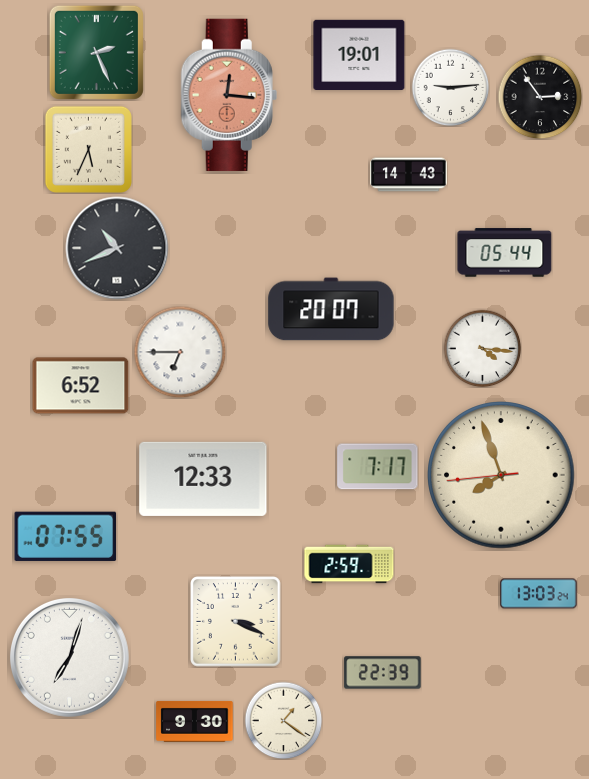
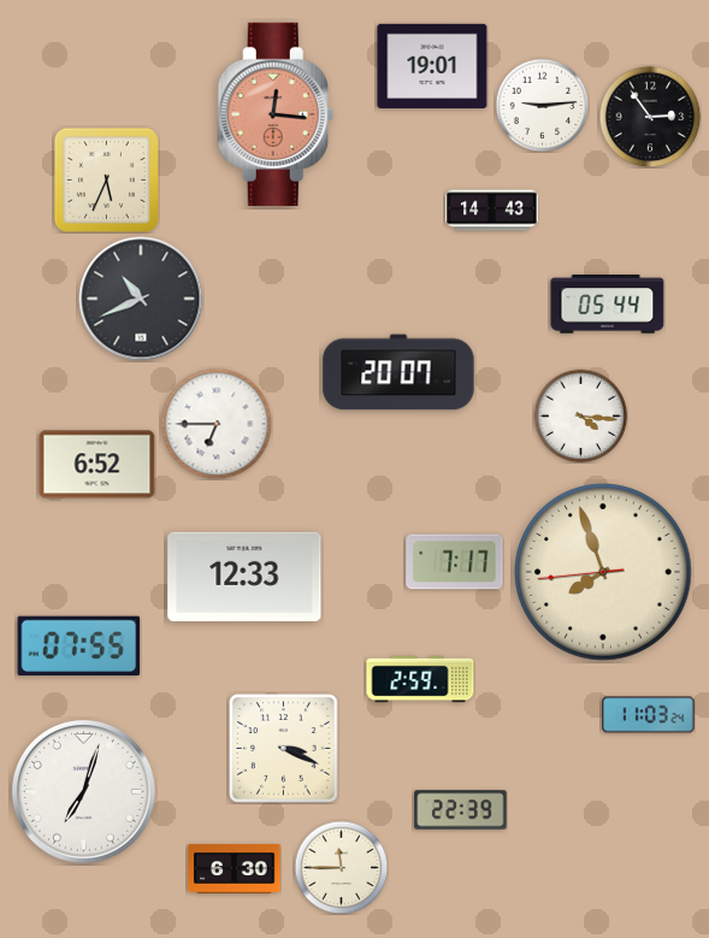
clock at (96, 52): 2:26 -> none
clock at (482, 348) position: (482, 348) -> (580, 415)
clock at (539, 594): 13:03 -> 11:03
clock at (283, 720): 1:21 -> 11:45
clock at (195, 721): 9:30 -> 6:30
